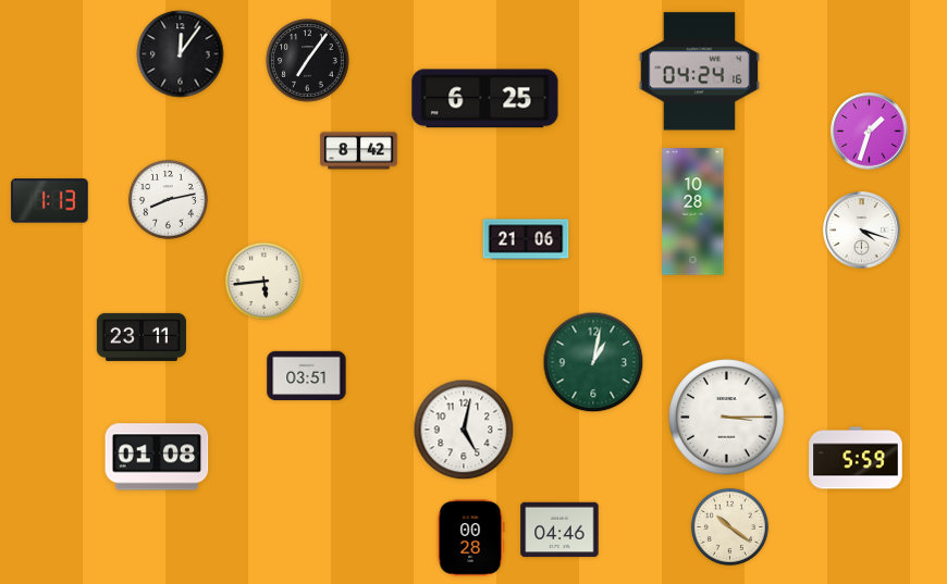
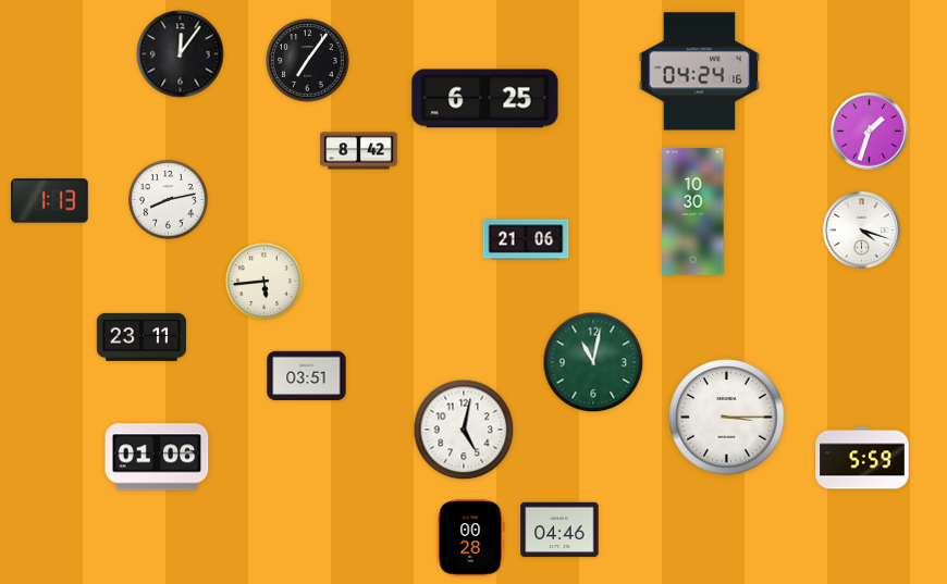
clock at (693, 212): 10:28 -> 10:30
clock at (593, 362): 1:02 -> 11:02
clock at (157, 457): 01:08 -> 01:06
clock at (856, 458) position: (856, 458) -> (862, 458)
clock at (729, 526): 10:21 -> none
